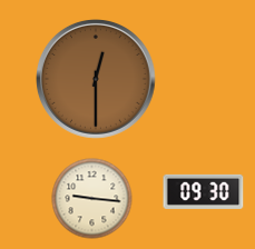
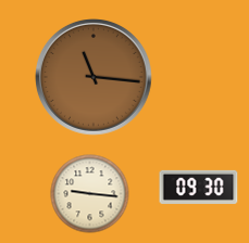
clock at (97, 80): 12:30 -> 11:16
